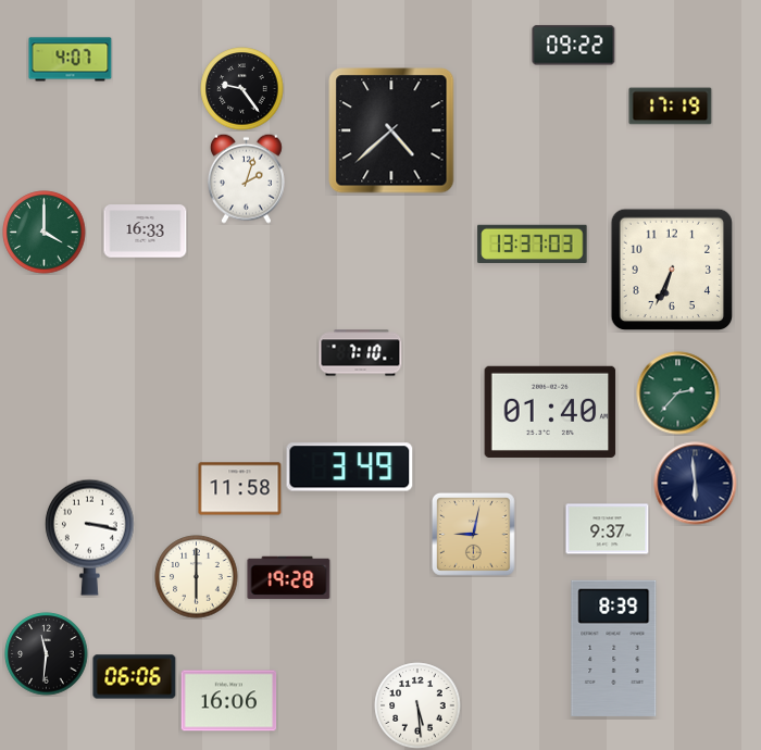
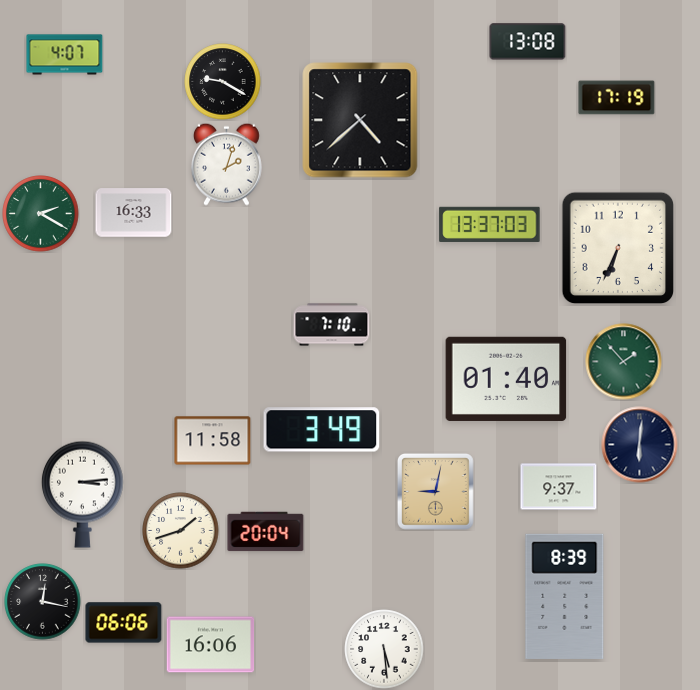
clock at (574, 46): 09:22 -> 13:08
clock at (242, 89): 9:24 -> 9:20
clock at (45, 233): 4:00 -> 2:20
clock at (678, 393): 2:37 -> 1:53
clock at (696, 484): 5:59 -> 6:01
clock at (240, 489) position: (240, 489) -> (213, 441)
clock at (89, 537): 3:17 -> 3:14
clock at (197, 577): 6:00 -> 1:42
clock at (289, 578): 19:28 -> 20:04
clock at (47, 654): 11:31 -> 12:17
